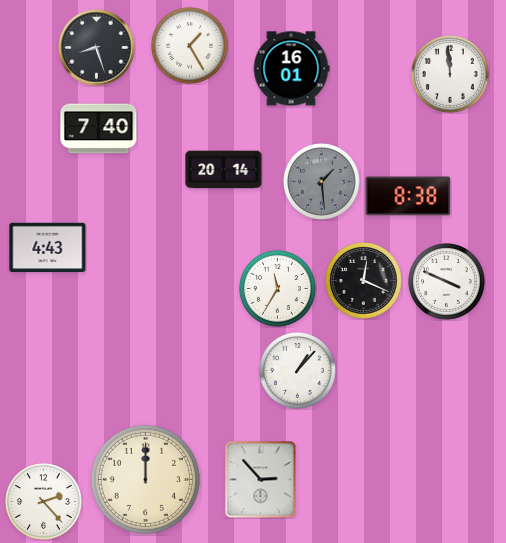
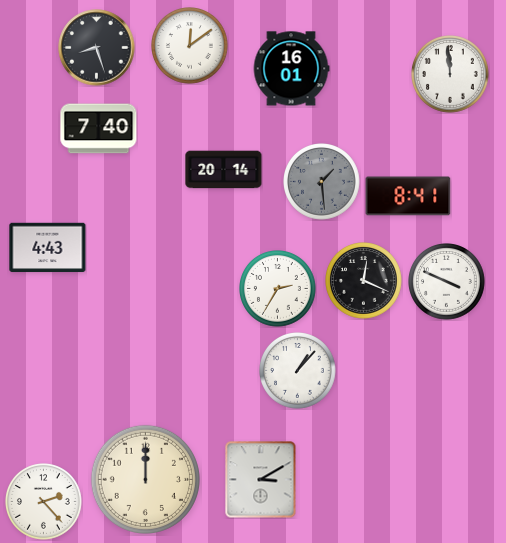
clock at (190, 46): 1:25 -> 12:09
clock at (408, 196): 8:38 -> 8:41
clock at (278, 289): 11:35 -> 2:35
clock at (261, 480): 2:53 -> 3:10
